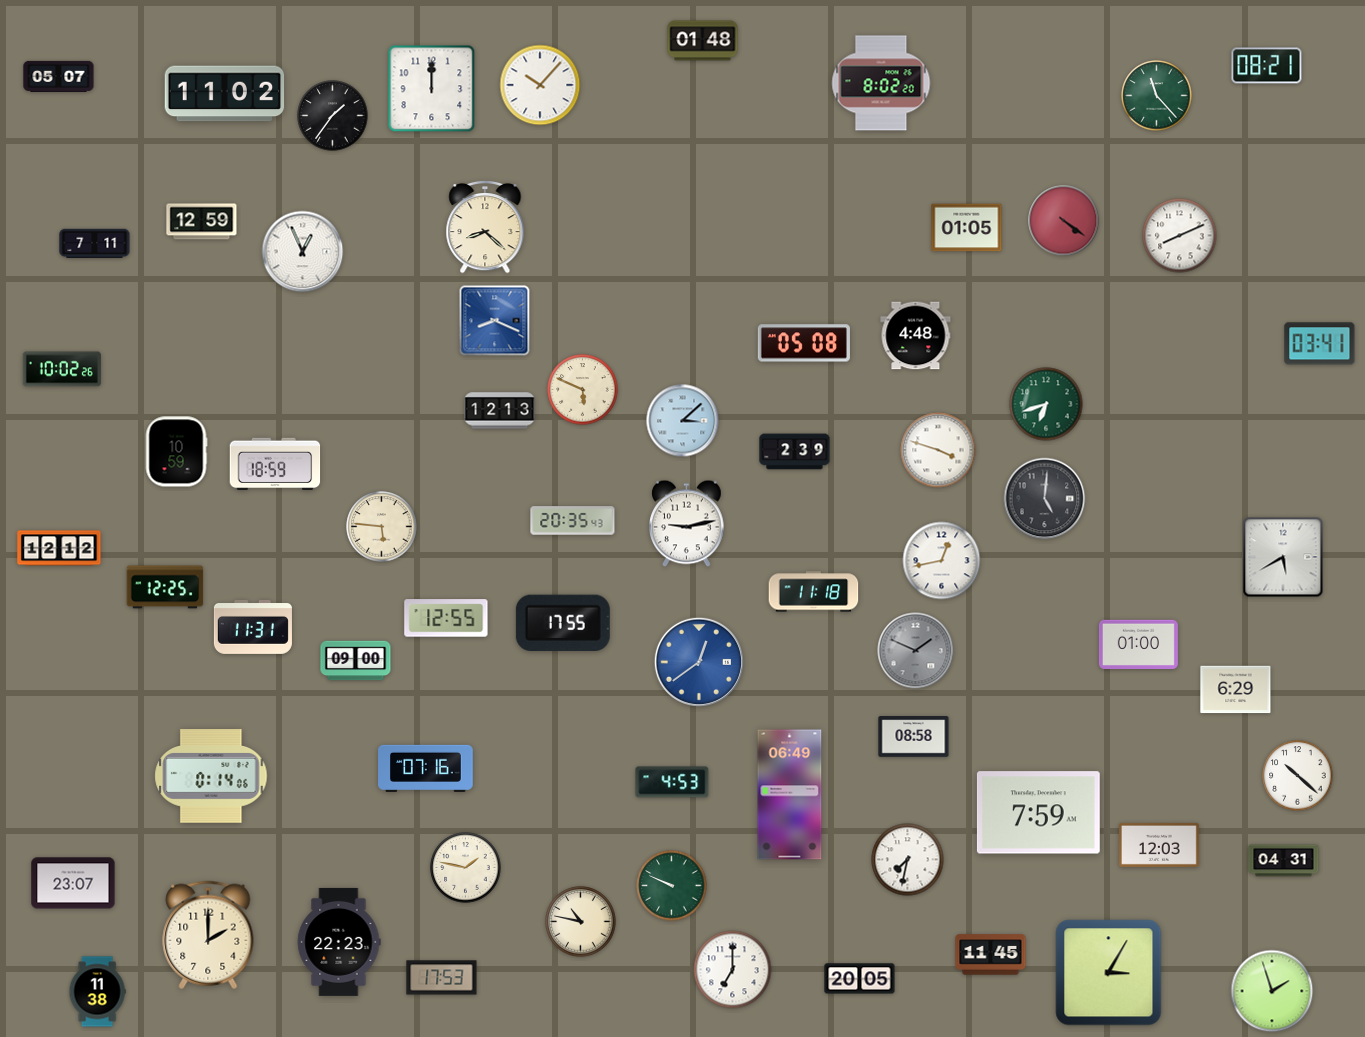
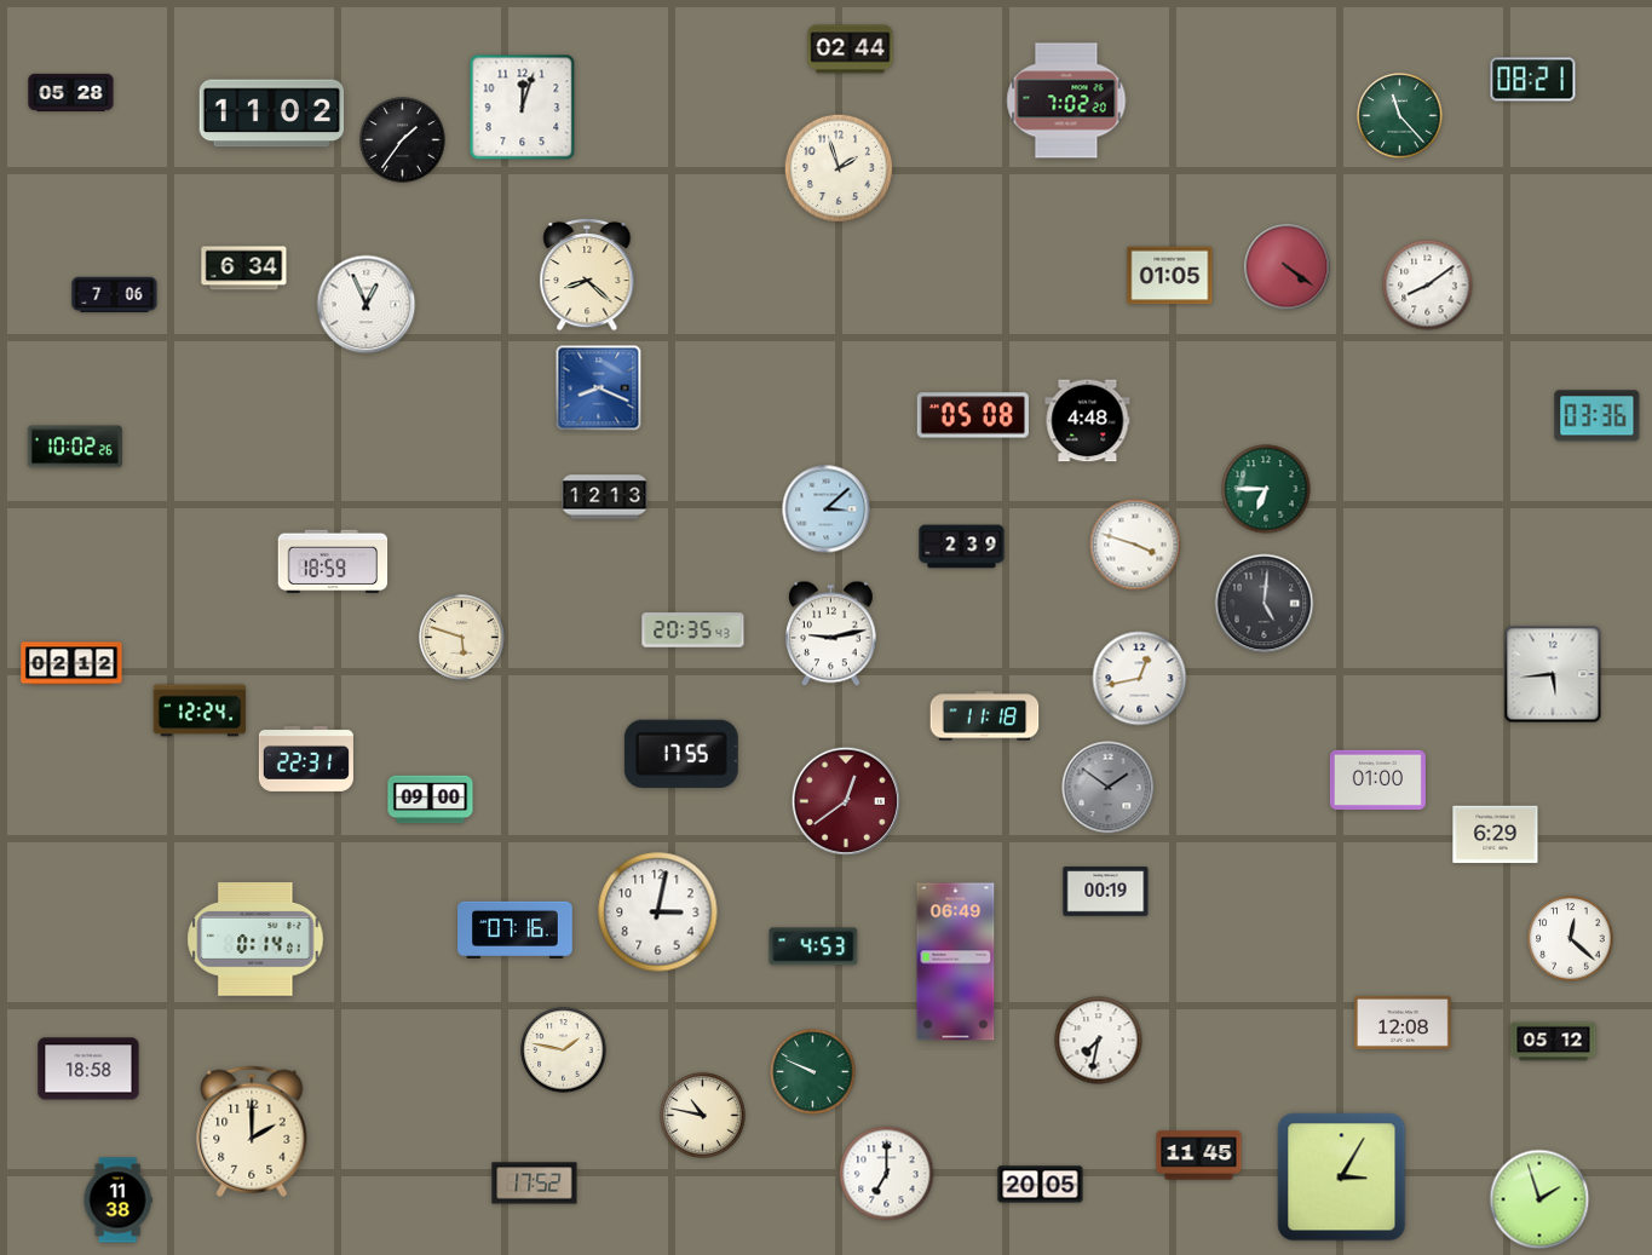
clock at (703, 41): 01:48 -> 02:44
clock at (59, 76): 05:07 -> 05:28
clock at (881, 83): 8:02 -> 7:02
clock at (540, 85): 10:07 -> none
clock at (432, 89): 12:00 -> 12:03
clock at (839, 168): none -> 1:57
clock at (202, 222): 12:59 -> 6:34
clock at (1180, 236): 8:11 -> 8:09
clock at (95, 244): 7:11 -> 7:06
clock at (916, 336) position: (916, 336) -> (1088, 421)
clock at (1320, 344): 03:41 -> 03:36
clock at (583, 390): 5:49 -> none
clock at (1046, 404): 6:42 -> 6:45
clock at (176, 452): 10:59 -> none
clock at (382, 527): 5:46 -> 5:48
clock at (59, 548): 12:12 -> 02:12
clock at (1283, 557): 5:40 -> 5:44
clock at (165, 587): 12:25 -> 12:24
clock at (446, 618): 12:55 -> none
clock at (253, 627): 11:31 -> 22:31
clock at (916, 651): 1:49 -> 1:51
clock at (699, 662) dial: blue -> burgundy
clock at (914, 737): 08:58 -> 00:19
clock at (658, 913): none -> 3:02
clock at (211, 776): 0:14:06 -> 0:14:01
clock at (1298, 776): 10:22 -> 12:22
clock at (1038, 813): 7:59 -> none
clock at (1160, 845): 12:03 -> 12:08
clock at (1284, 861): 04:31 -> 05:12
clock at (73, 883): 23:07 -> 18:58
clock at (339, 942): 22:23 -> none
clock at (442, 978): 17:53 -> 17:52
